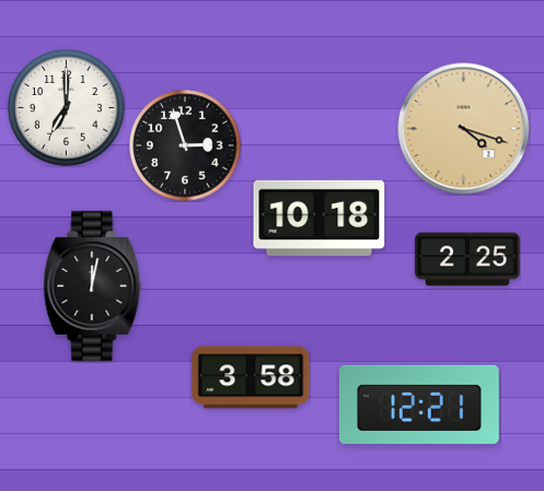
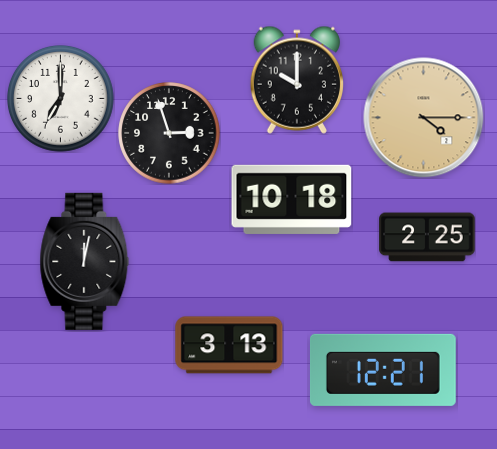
clock at (297, 80): none -> 10:00
clock at (464, 129): 4:18 -> 4:15
clock at (251, 377): 3:58 -> 3:13
